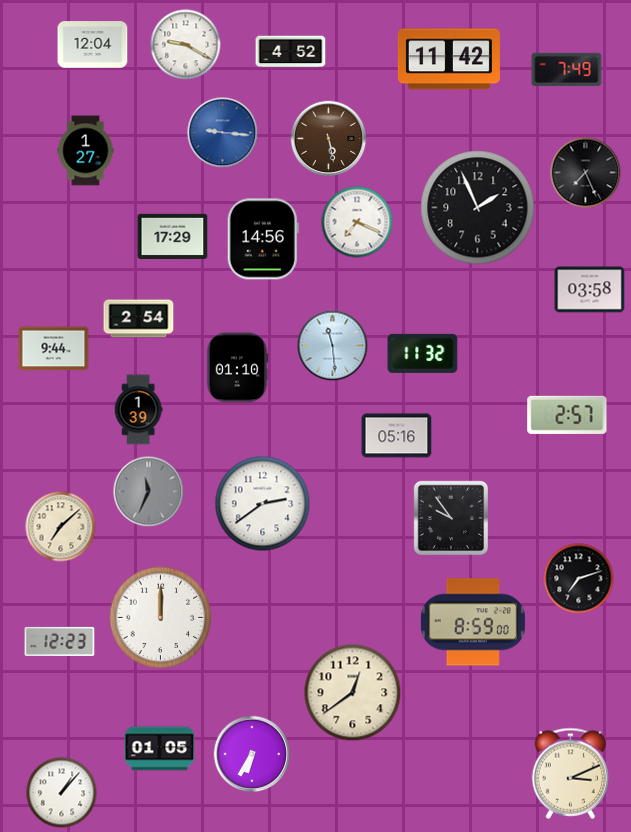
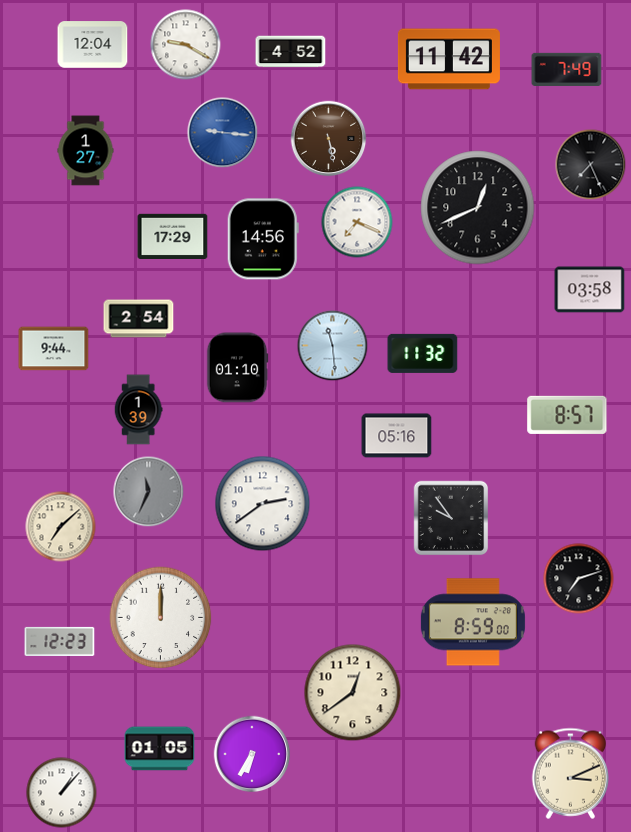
clock at (586, 173) position: (586, 173) -> (591, 165)
clock at (478, 208): 1:56 -> 12:41
clock at (567, 415): 2:57 -> 8:57
